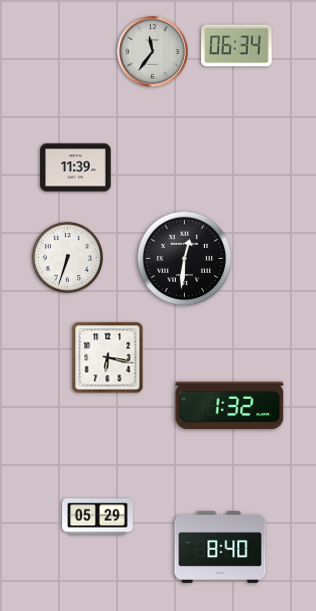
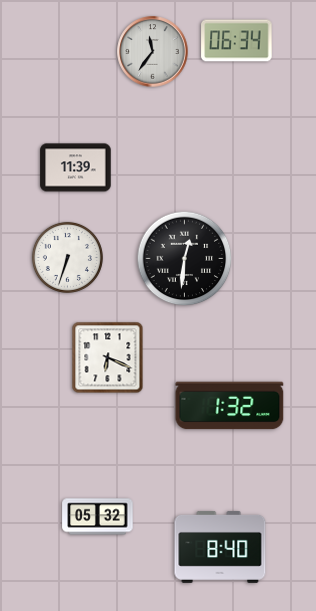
clock at (237, 46) position: (237, 46) -> (237, 41)
clock at (108, 358): 6:17 -> 6:19
clock at (98, 517): 05:29 -> 05:32
